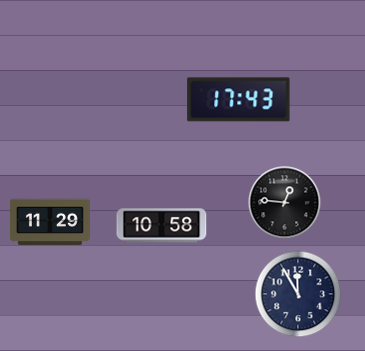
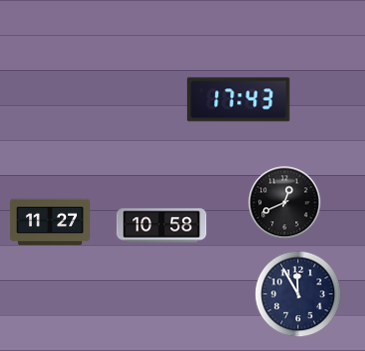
clock at (285, 203): 12:46 -> 12:41
clock at (50, 222): 11:29 -> 11:27
